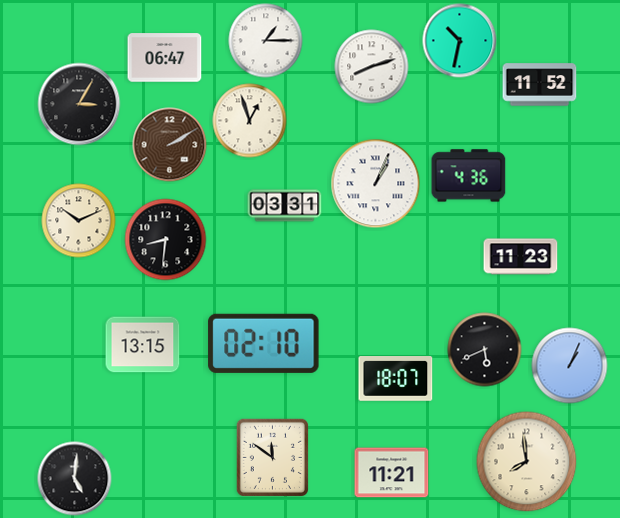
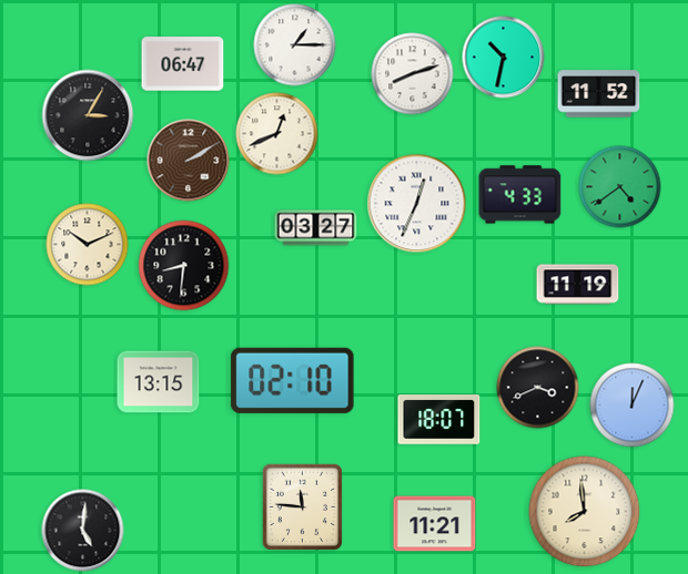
clock at (460, 41) position: (460, 41) -> (504, 58)
clock at (250, 121): 12:57 -> 12:41
clock at (620, 187): none -> 4:39
clock at (469, 176): 4:36 -> 4:33
clock at (376, 184): 1:04 -> 12:34
clock at (285, 206): 03:31 -> 03:27
clock at (521, 257): 11:23 -> 11:19
clock at (485, 350): 5:41 -> 3:41
clock at (570, 366): 1:04 -> 12:04
clock at (272, 457): 11:51 -> 11:46
